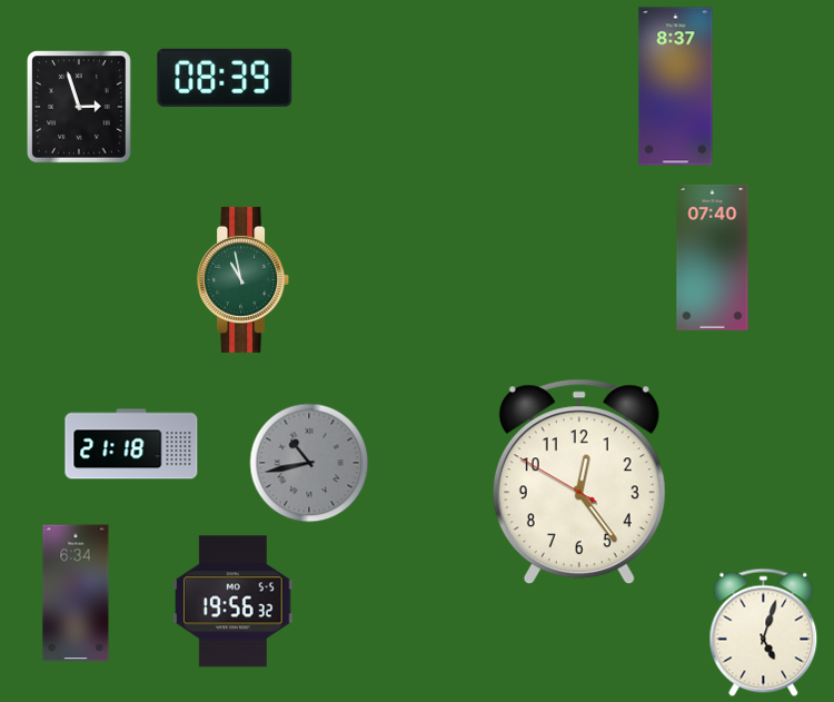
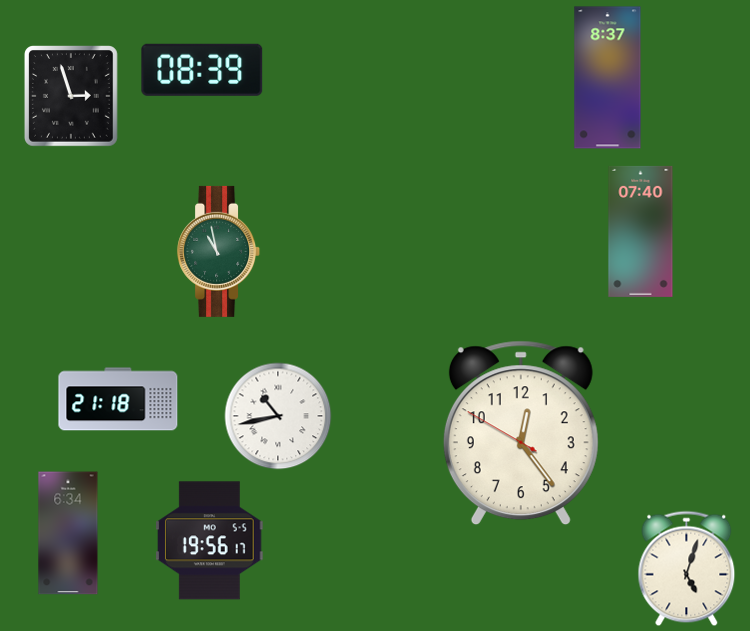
clock at (309, 463) dial: grey -> white
clock at (234, 602): 19:56:32 -> 19:56:17
